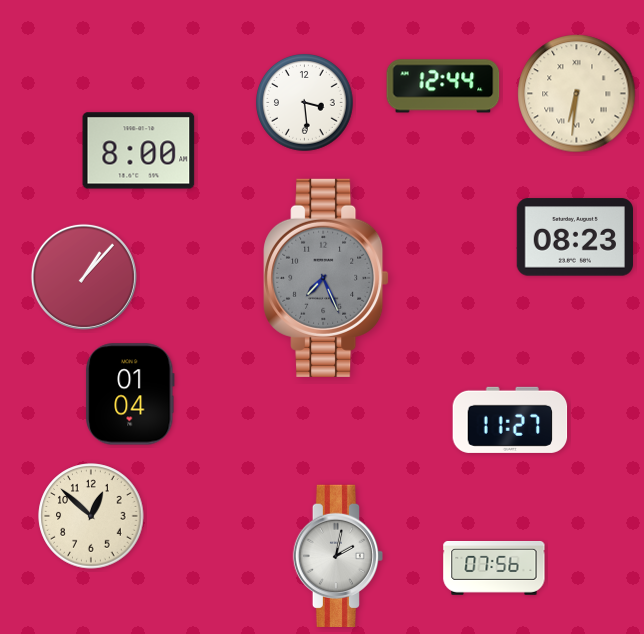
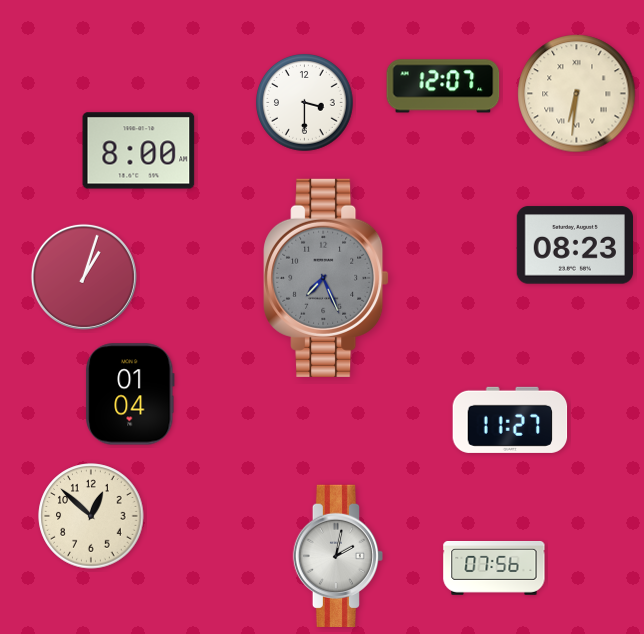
clock at (443, 86): 12:44 -> 12:07
clock at (305, 103): 3:29 -> 3:30
clock at (574, 237) position: (574, 237) -> (574, 245)
clock at (84, 277): 1:07 -> 1:03
